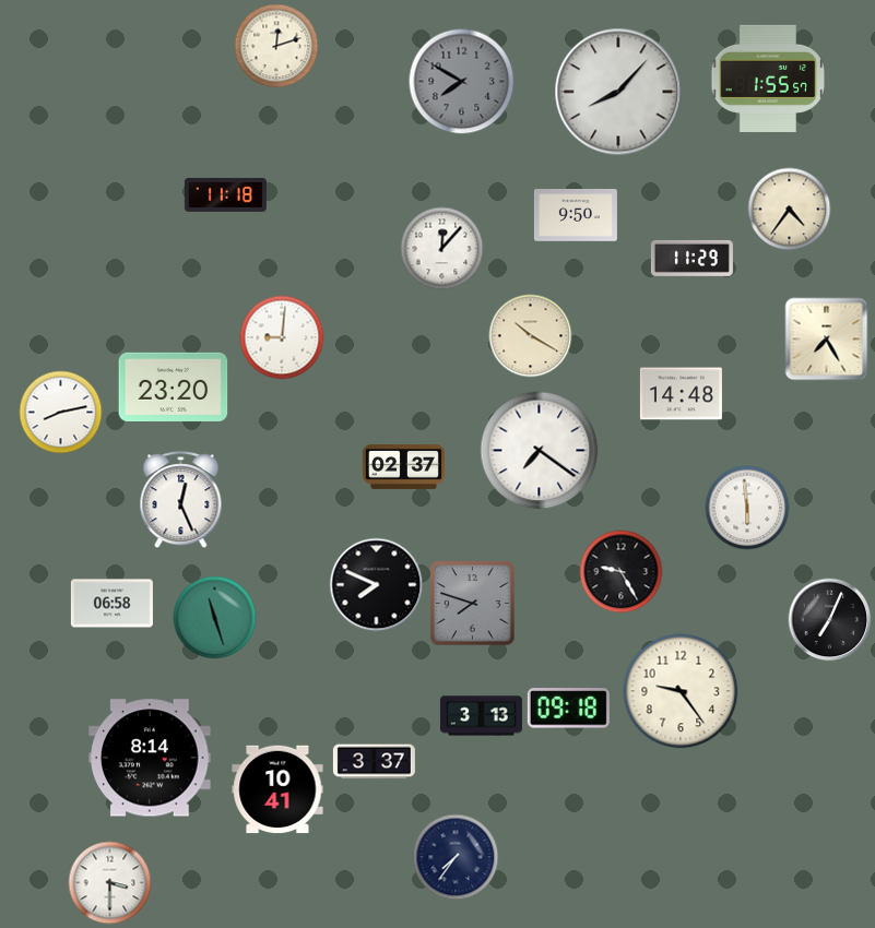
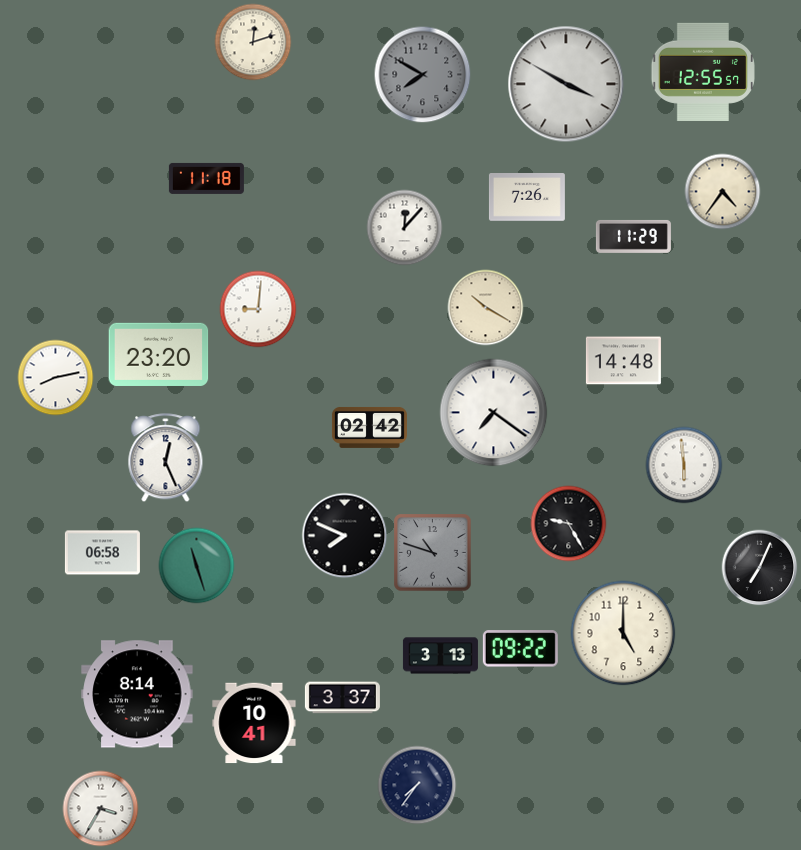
clock at (768, 79): 1:55 -> 12:55
clock at (618, 92): 8:07 -> 3:50
clock at (576, 216): 9:50 -> 7:26
clock at (827, 340): 7:25 -> none
clock at (403, 466): 02:37 -> 02:42
clock at (473, 604): 7:48 -> 10:48
clock at (681, 691): 9:24 -> 5:00
clock at (568, 709): 09:18 -> 09:22
clock at (110, 883): 3:30 -> 3:35
